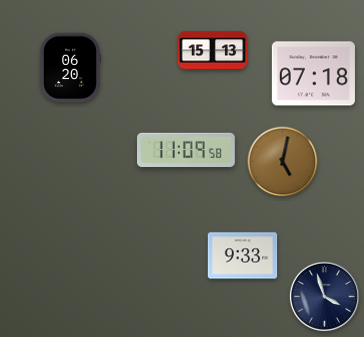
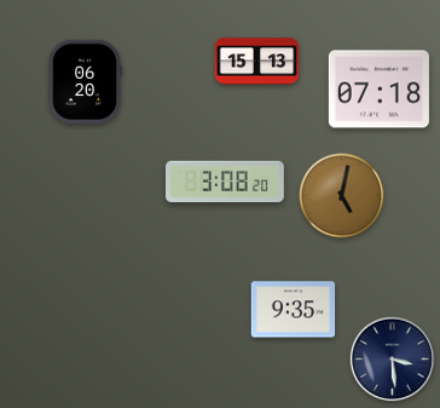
clock at (187, 150): 11:09 -> 3:08
clock at (243, 256): 9:33 -> 9:35
clock at (324, 296): 3:57 -> 3:29
